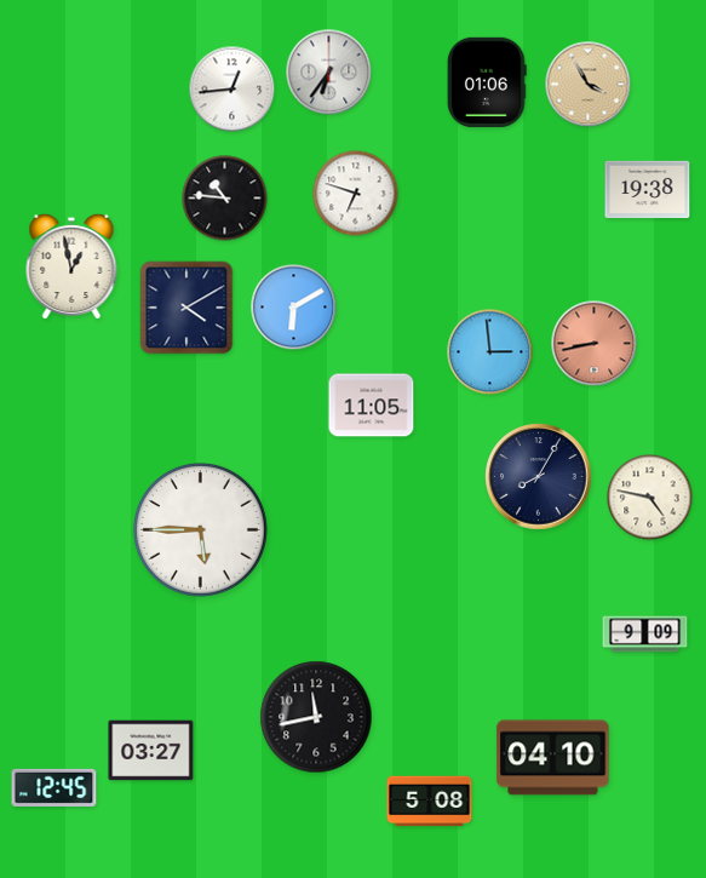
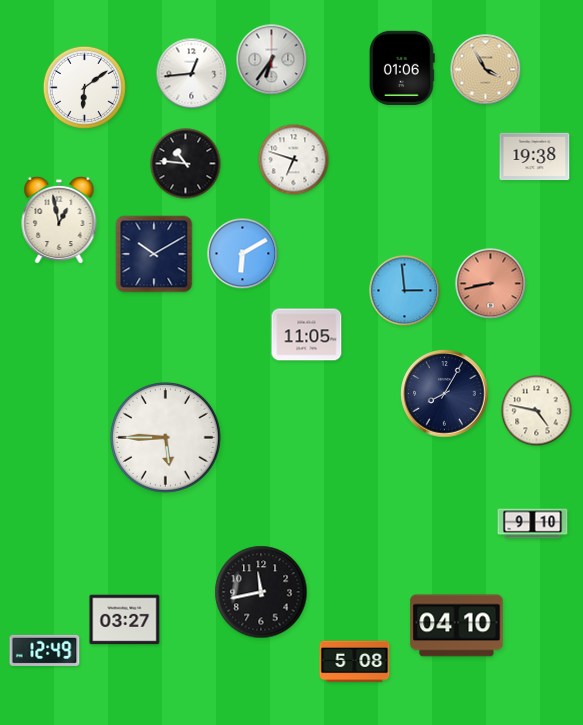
clock at (84, 87): none -> 6:09
clock at (186, 308): 4:10 -> 10:10
clock at (645, 635): 9:09 -> 9:10
clock at (54, 787): 12:45 -> 12:49
